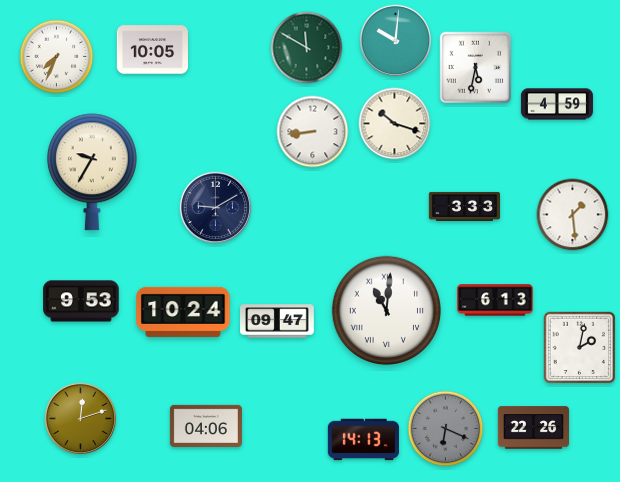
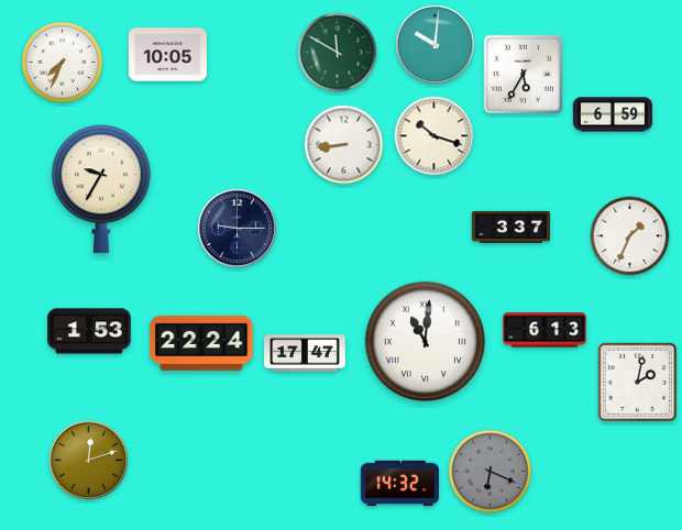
clock at (476, 68): 5:32 -> 5:35
clock at (557, 104): 4:59 -> 6:59
clock at (465, 206): 3:33 -> 3:37
clock at (215, 207): 9:10 -> 9:15
clock at (573, 215): 1:29 -> 1:34
clock at (81, 301): 9:53 -> 1:53
clock at (183, 312): 10:24 -> 22:24
clock at (277, 321): 09:47 -> 17:47
clock at (206, 426): 04:06 -> none
clock at (533, 428): 22:26 -> none
clock at (363, 440): 14:13 -> 14:32
